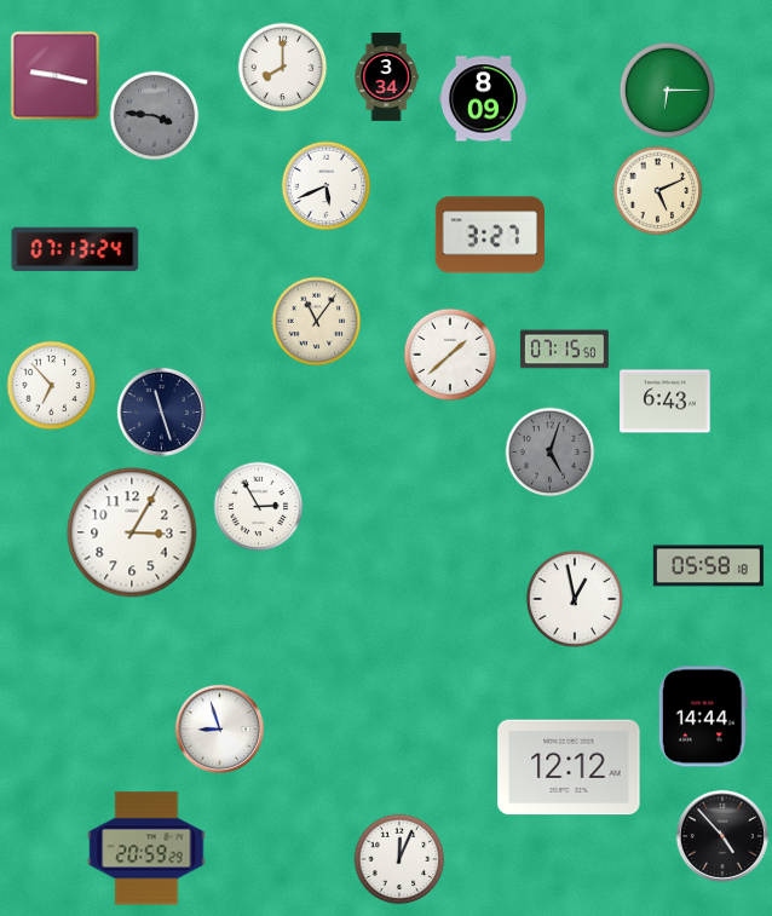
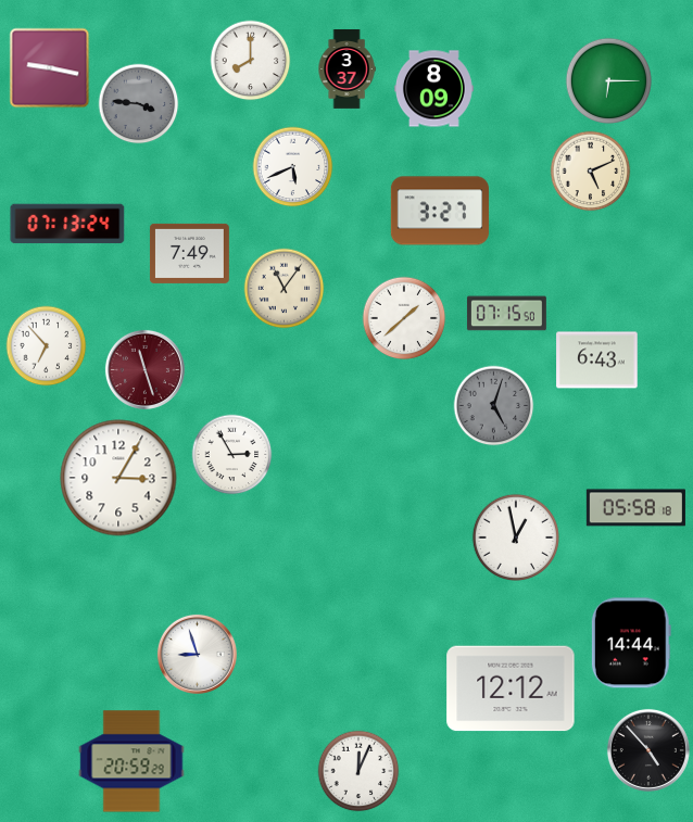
clock at (283, 68) position: (283, 68) -> (251, 61)
clock at (386, 77): 3:34 -> 3:37
clock at (668, 91) position: (668, 91) -> (609, 81)
clock at (189, 253): none -> 7:49
clock at (161, 411) dial: navy -> burgundy
